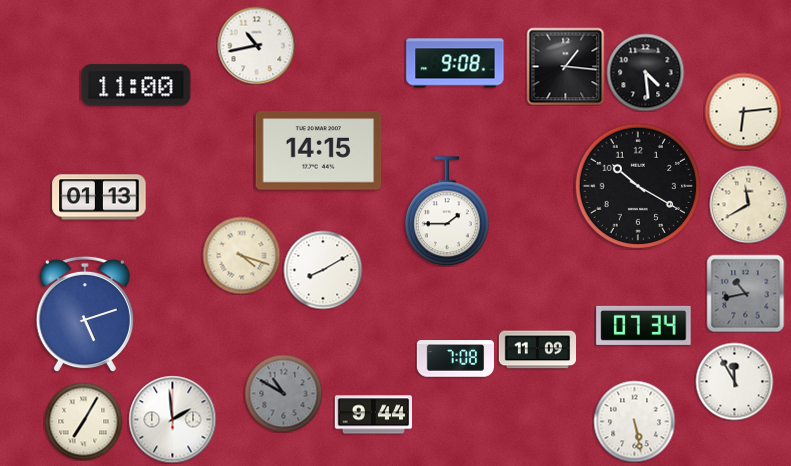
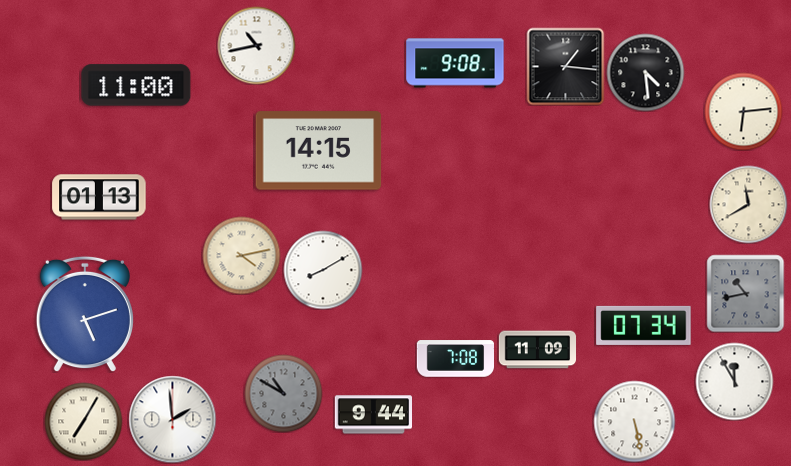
clock at (638, 186): 10:20 -> none
clock at (447, 211): 1:45 -> none
clock at (241, 255): 4:18 -> 4:13
